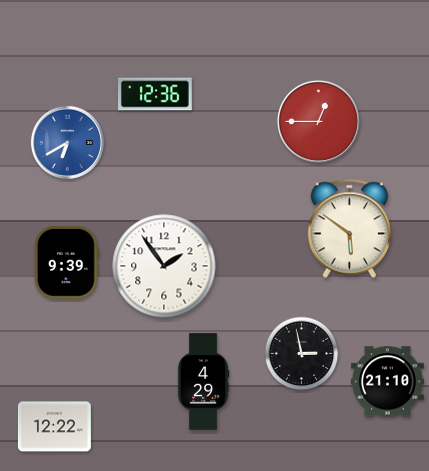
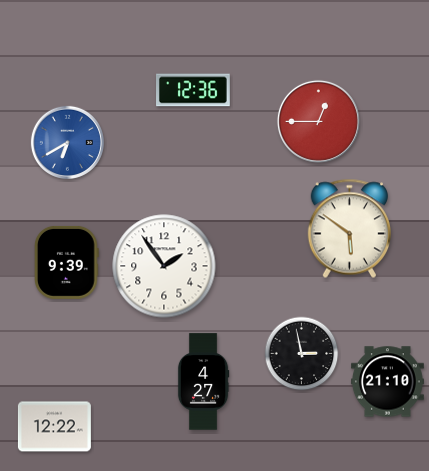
clock at (156, 94) position: (156, 94) -> (194, 90)
clock at (203, 382): 4:29 -> 4:27
